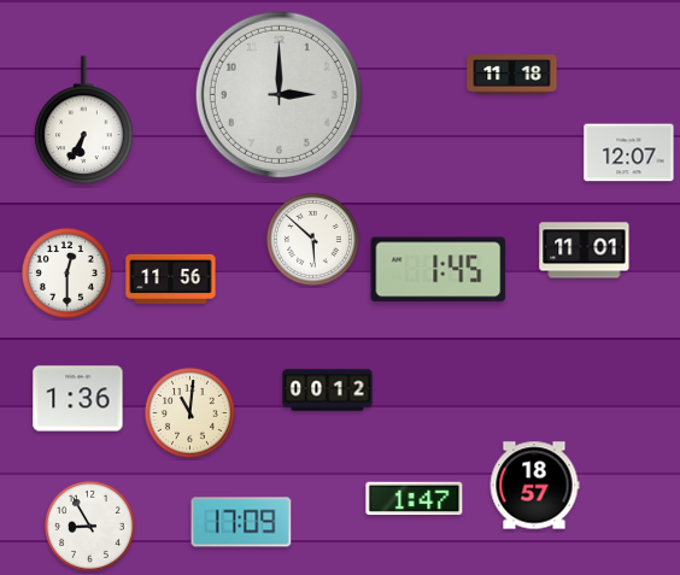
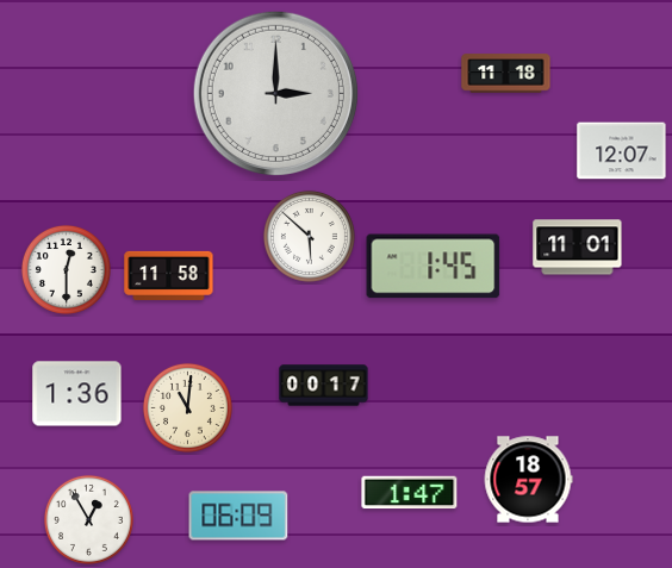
clock at (84, 119): 6:35 -> none
clock at (171, 278): 11:56 -> 11:58
clock at (328, 391): 00:12 -> 00:17
clock at (241, 522): 17:09 -> 06:09
clock at (89, 526): 8:55 -> 12:55
